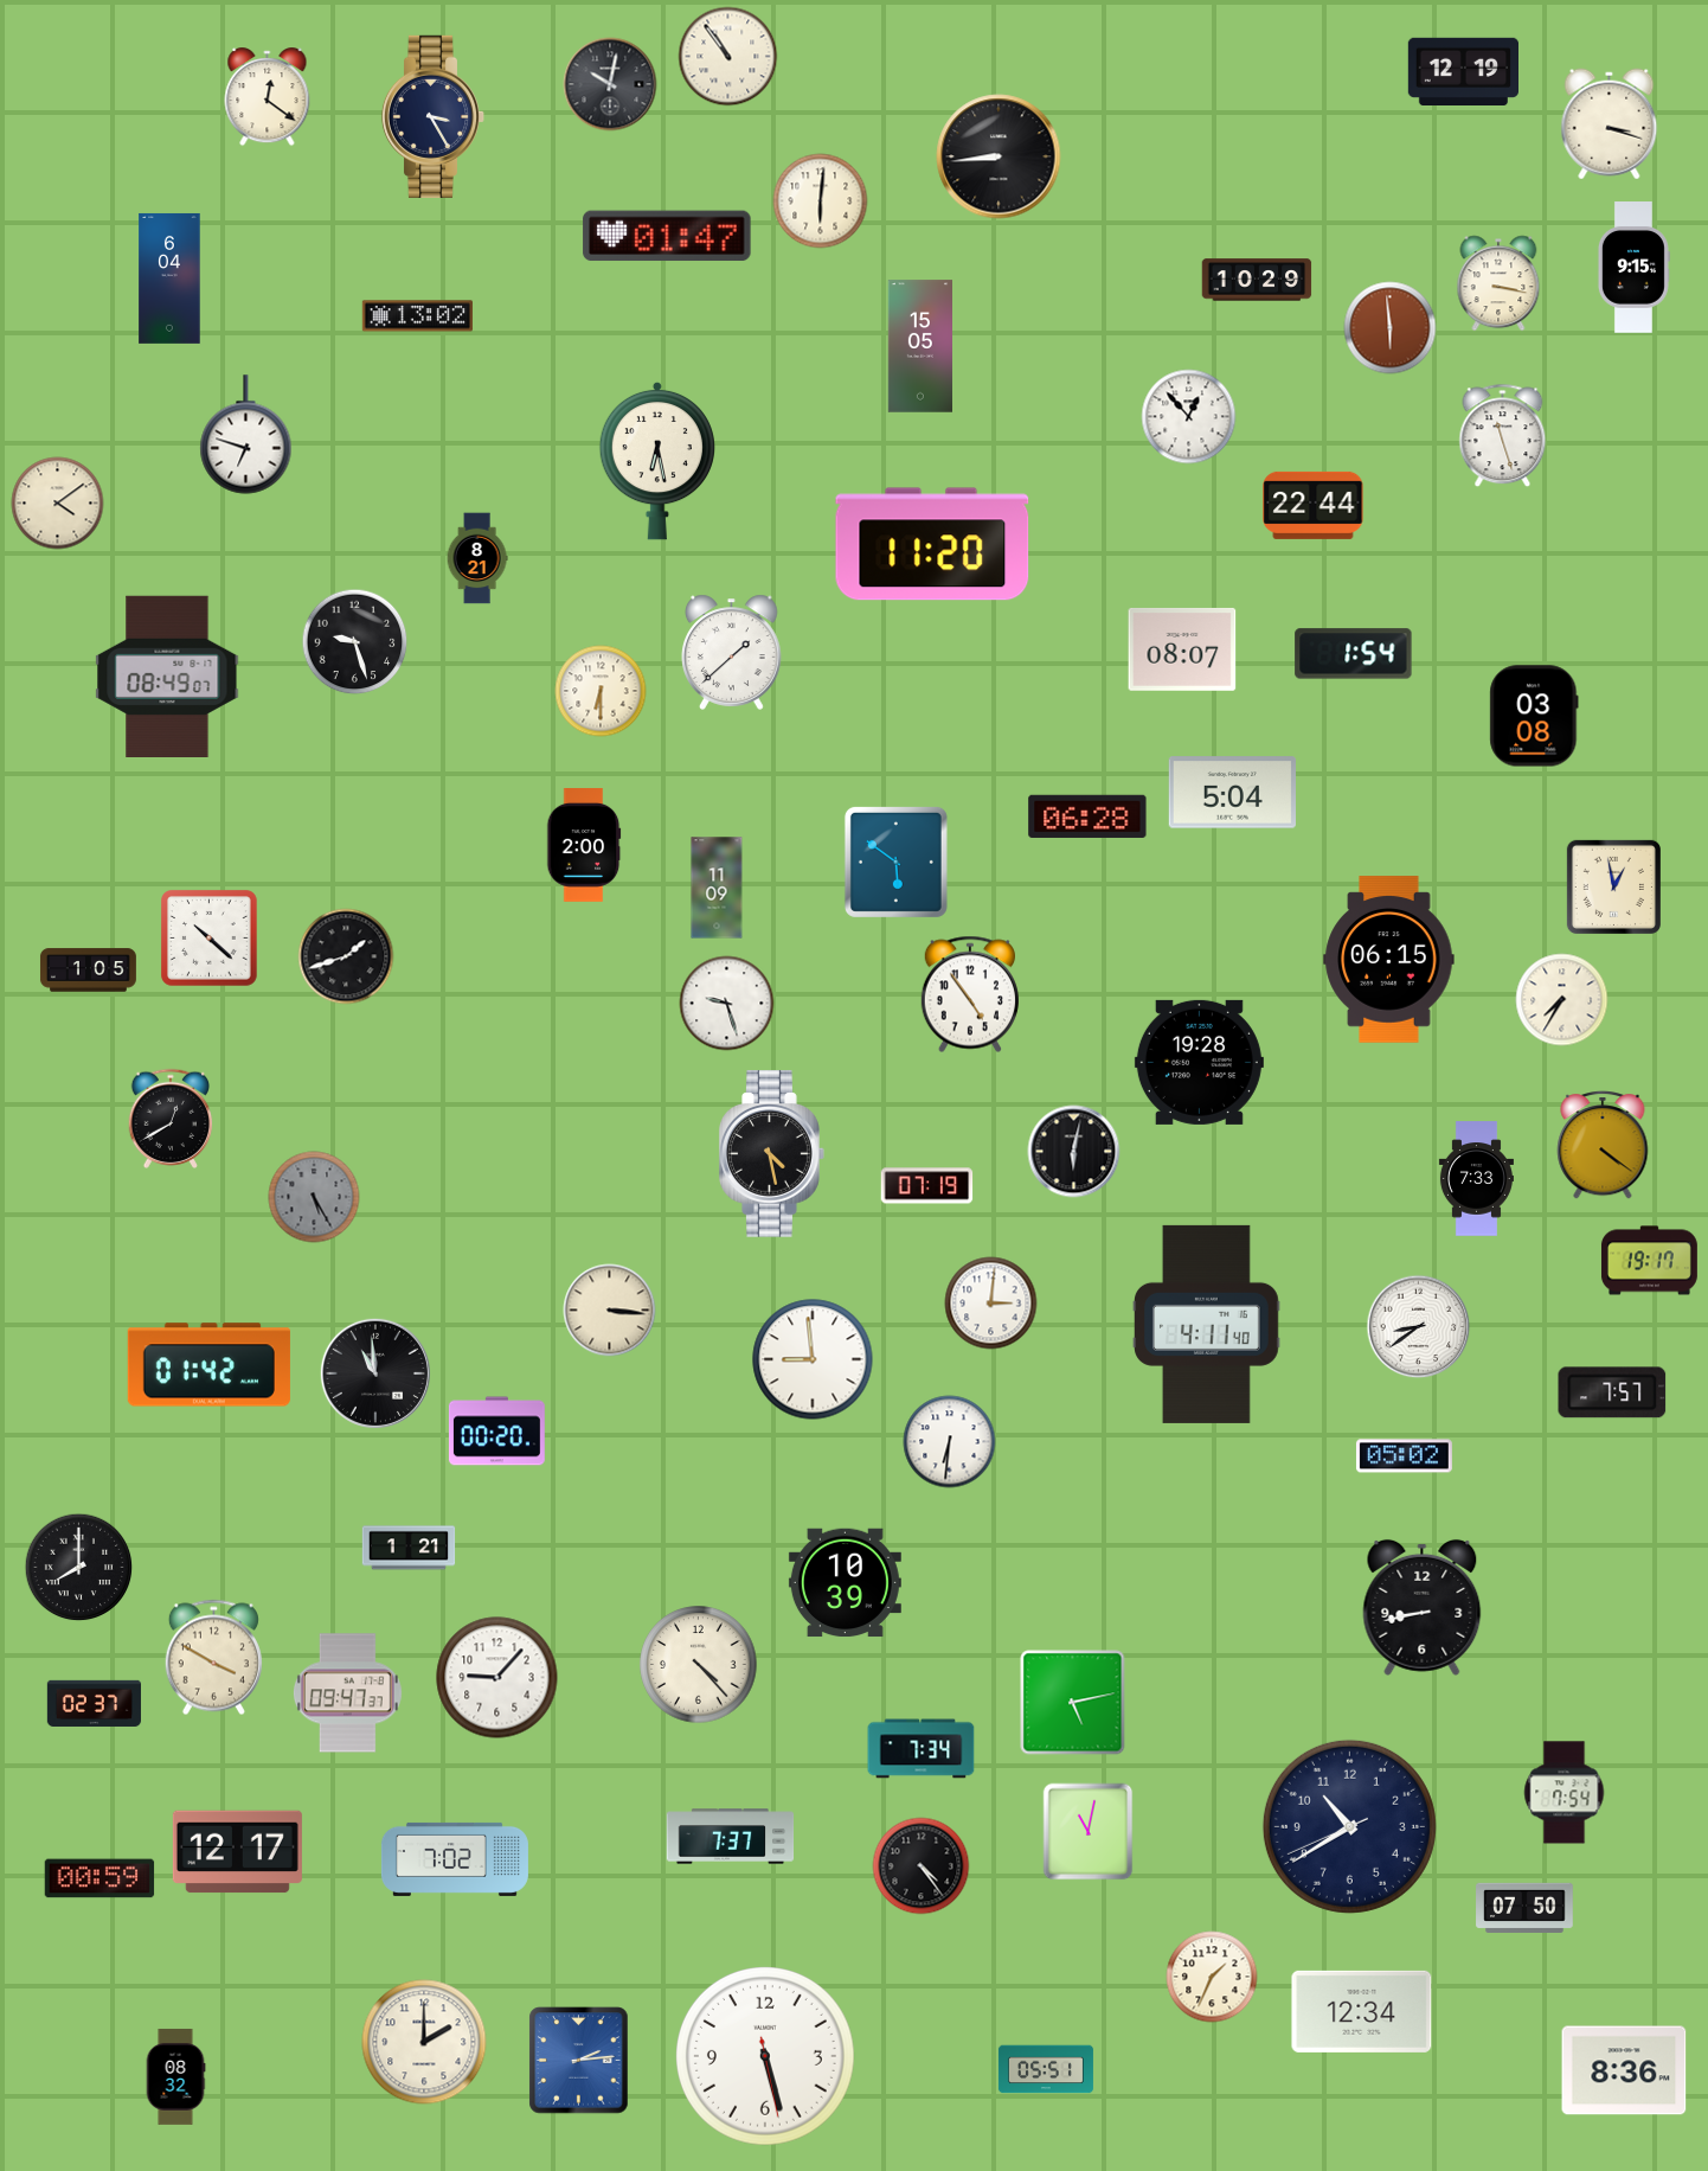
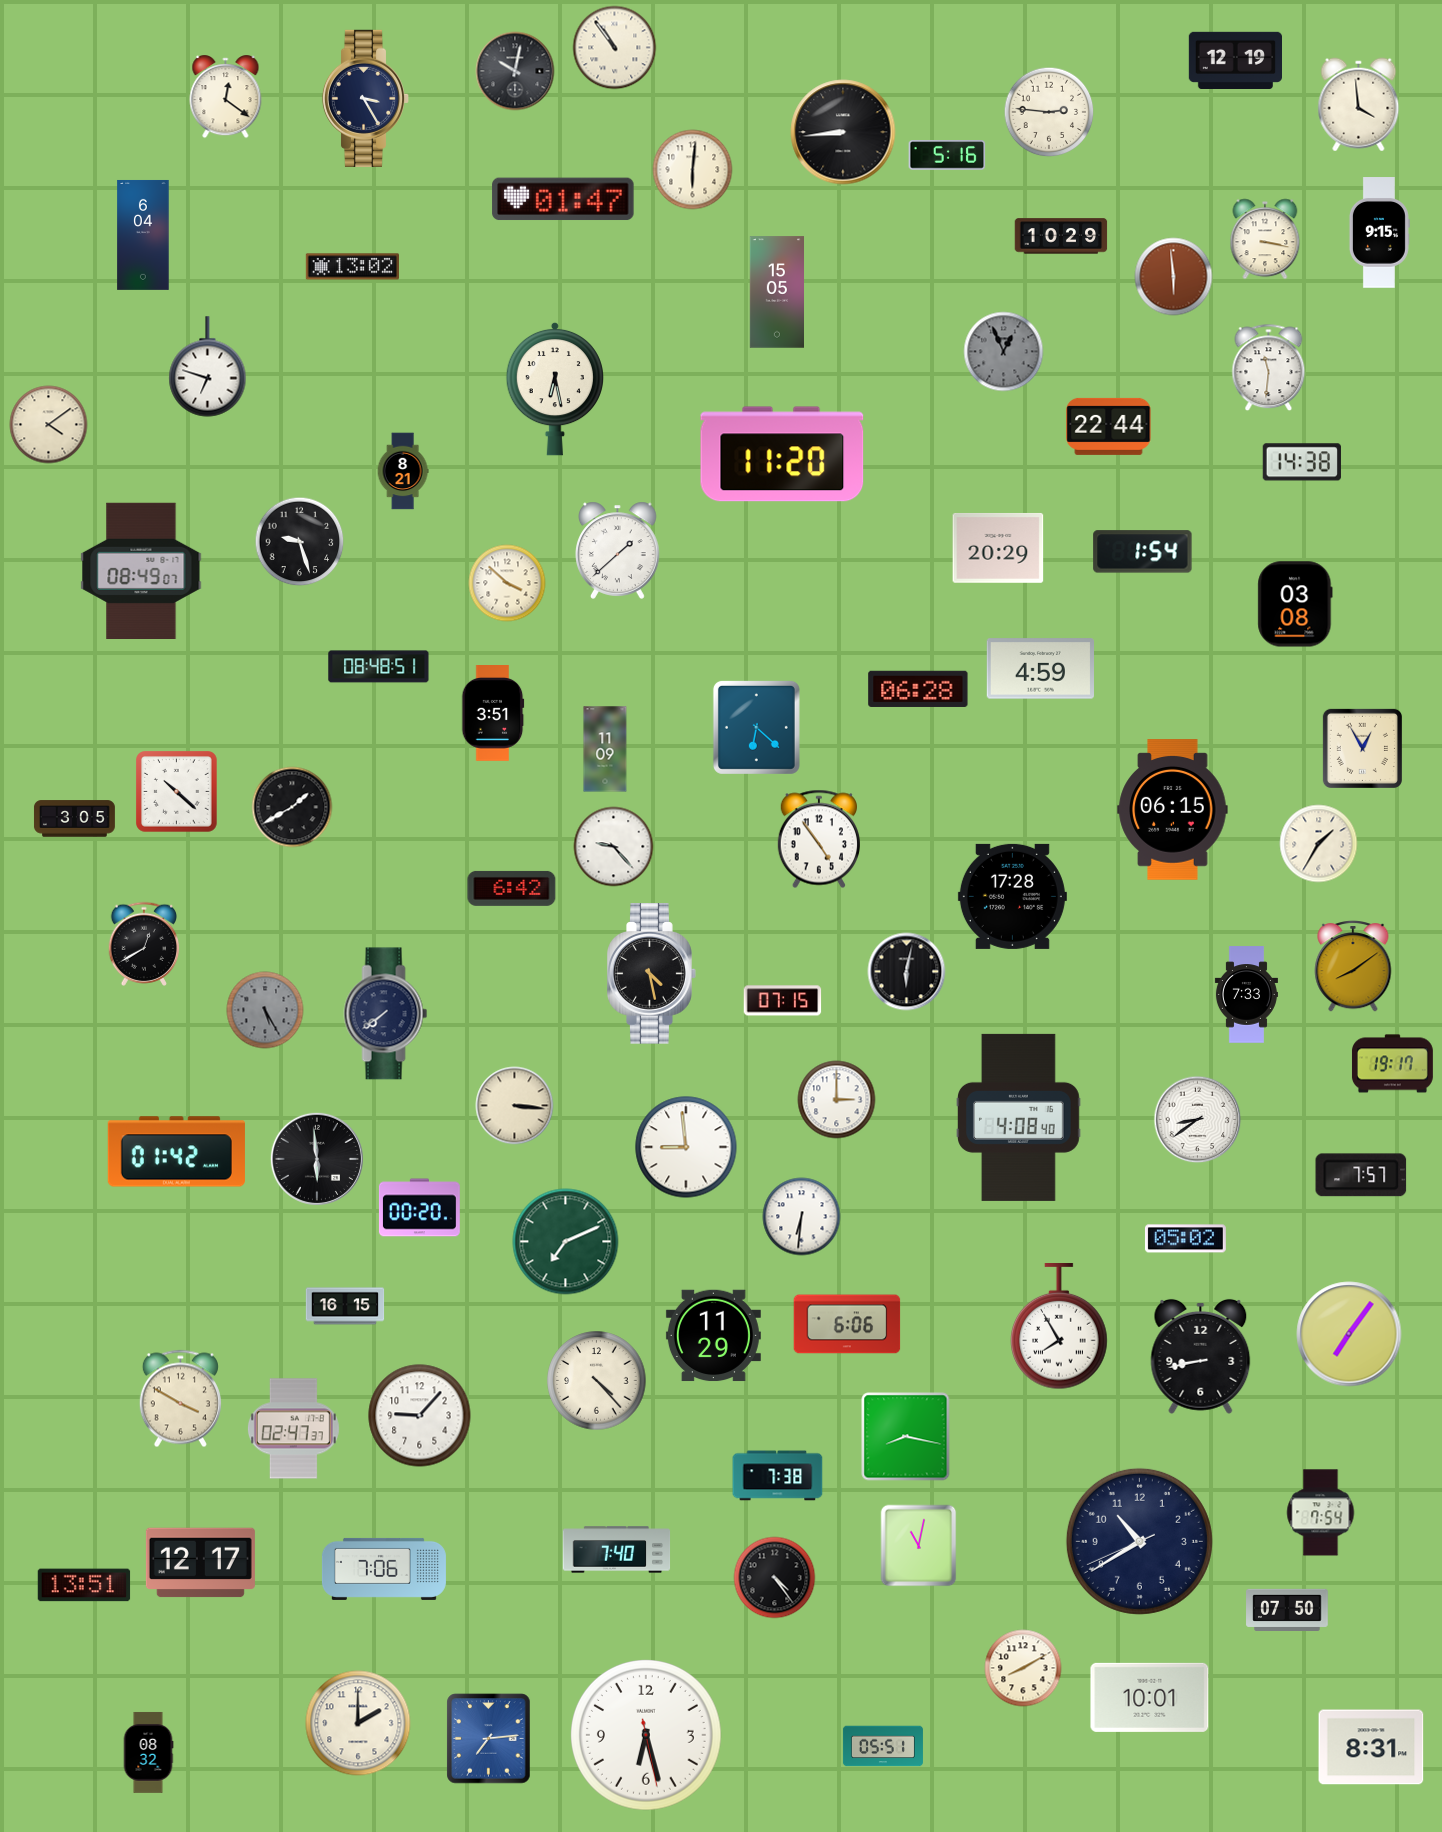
clock at (268, 97) position: (268, 97) -> (226, 97)
clock at (1610, 124): 3:18 -> 3:59
clock at (1049, 112): none -> 2:46
clock at (947, 155): none -> 5:16
clock at (1633, 268) position: (1633, 268) -> (1379, 233)
clock at (1189, 417): 12:53 -> 12:56
clock at (1189, 417) dial: white -> grey
clock at (1503, 436): 11:27 -> 11:31
clock at (932, 544) position: (932, 544) -> (782, 454)
clock at (1301, 462): none -> 14:38
clock at (1182, 649): 08:07 -> 20:29
clock at (601, 691): 6:30 -> 3:52
clock at (379, 667): none -> 08:48
clock at (1232, 793): 5:04 -> 4:59
clock at (584, 846): 2:00 -> 3:51
clock at (895, 862): 5:51 -> 6:22
clock at (1613, 886): 12:58 -> 12:55
clock at (346, 956): 1:42 -> 1:40
clock at (89, 971): 1:05 -> 3:05
clock at (1562, 1000): 7:35 -> 1:35
clock at (727, 1004): 9:27 -> 9:23
clock at (512, 888): none -> 6:42
clock at (1199, 1062): 19:28 -> 17:28
clock at (1603, 1146): 4:21 -> 8:09
clock at (927, 1186): 07:19 -> 07:15
clock at (386, 1014): none -> 7:39
clock at (991, 1304): 3:01 -> 3:00
clock at (1207, 1324): 4:11 -> 4:08
clock at (375, 1373): 10:59 -> 5:59
clock at (1404, 1456) position: (1404, 1456) -> (1185, 1239)
clock at (566, 1242): none -> 7:11
clock at (409, 1548): 1:21 -> 16:15
clock at (79, 1568): 8:00 -> none
clock at (847, 1324): none -> 6:06
clock at (1059, 1327): none -> 7:55
clock at (1349, 1334): none -> 7:06
clock at (845, 1583): 10:39 -> 11:29
clock at (699, 1665) position: (699, 1665) -> (597, 1381)
clock at (347, 1693): 09:47 -> 02:47
clock at (94, 1703): 02:37 -> none
clock at (1073, 1703): 5:13 -> 8:17
clock at (922, 1749): 7:34 -> 7:38
clock at (731, 1837): 7:37 -> 7:40
clock at (455, 1859): 7:02 -> 7:06
clock at (922, 1866) position: (922, 1866) -> (775, 1578)
clock at (99, 1878): 00:59 -> 13:51
clock at (1212, 1977): 1:34 -> 8:10
clock at (1362, 2011): 12:34 -> 10:01
clock at (766, 2057): 5:27 -> 6:27
clock at (579, 2061): 2:14 -> 7:14
clock at (1624, 2070): 8:36 -> 8:31
